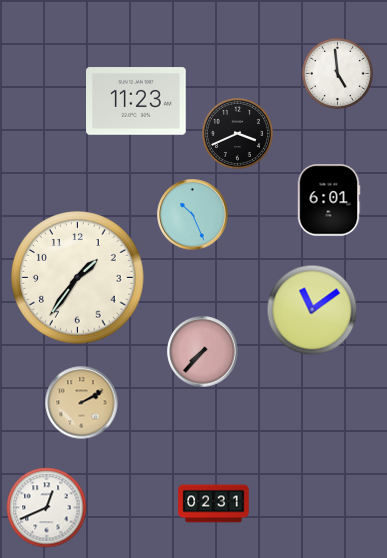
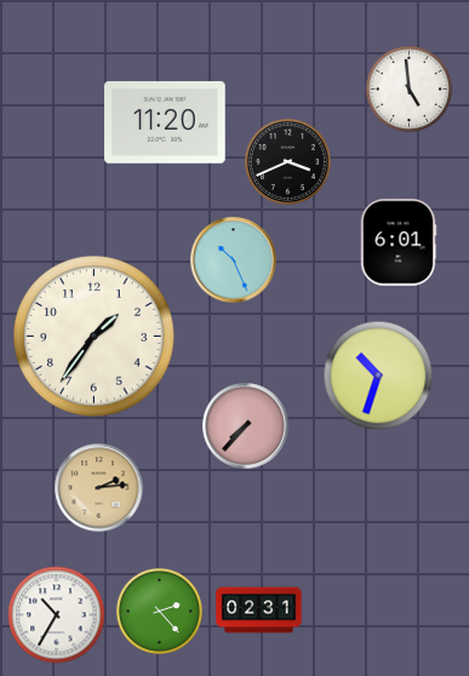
clock at (136, 101): 11:23 -> 11:20
clock at (312, 310): 11:09 -> 10:33
clock at (82, 403): 2:10 -> 2:14
clock at (159, 611): none -> 2:23
clock at (47, 508): 12:41 -> 10:35
